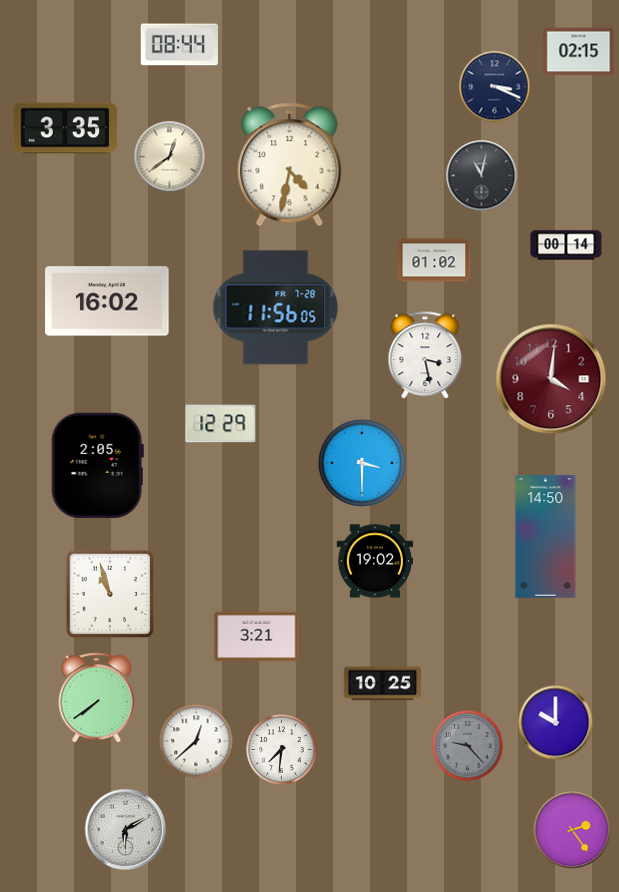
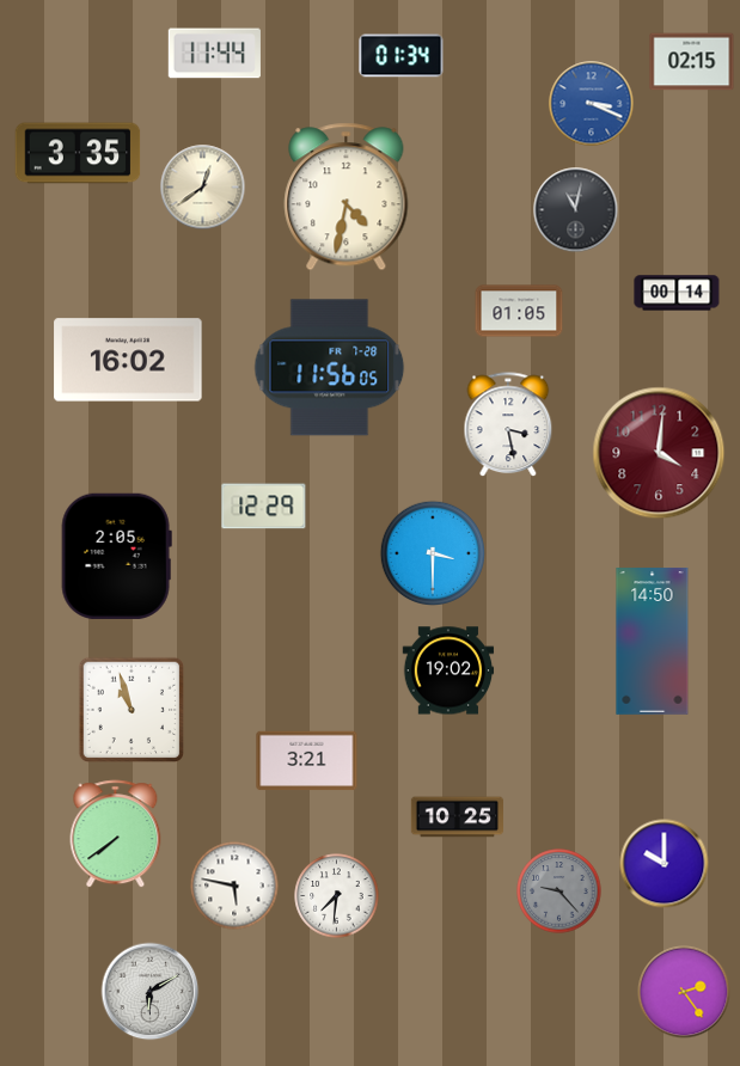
clock at (179, 45): 08:44 -> 11:44
clock at (402, 56): none -> 01:34
clock at (495, 87) dial: navy -> blue
clock at (434, 260): 01:02 -> 01:05
clock at (196, 741): 12:38 -> 5:47
